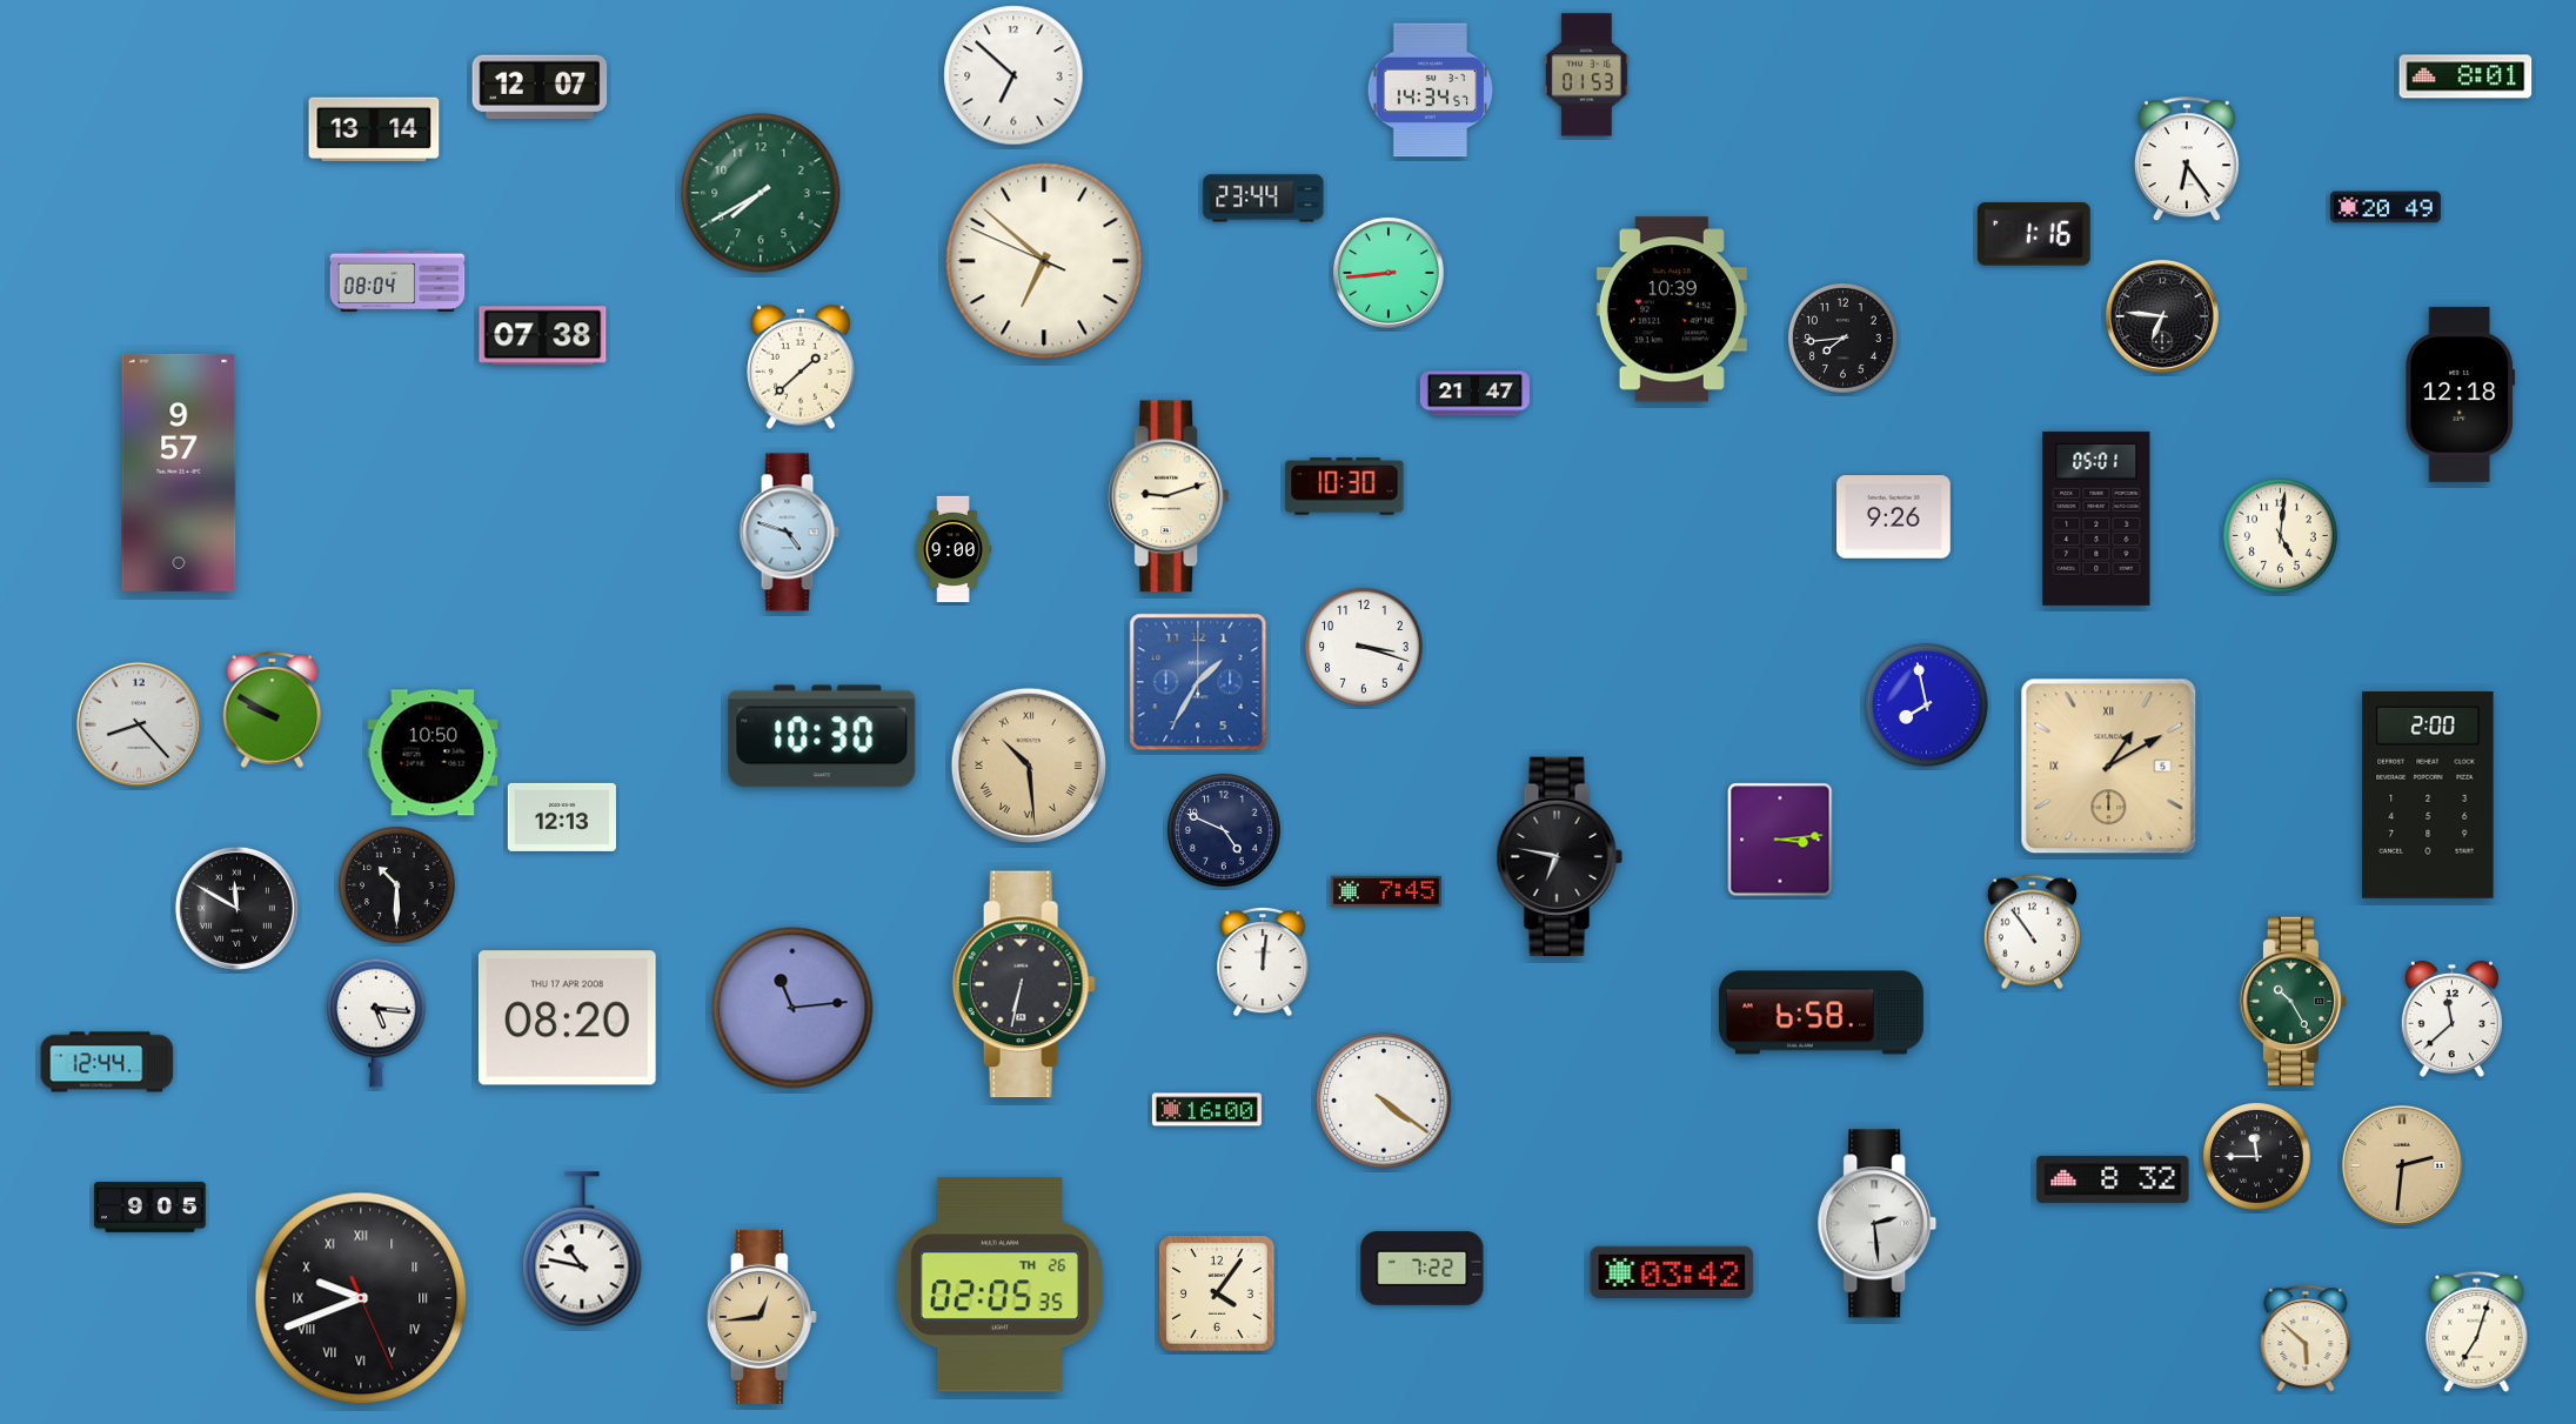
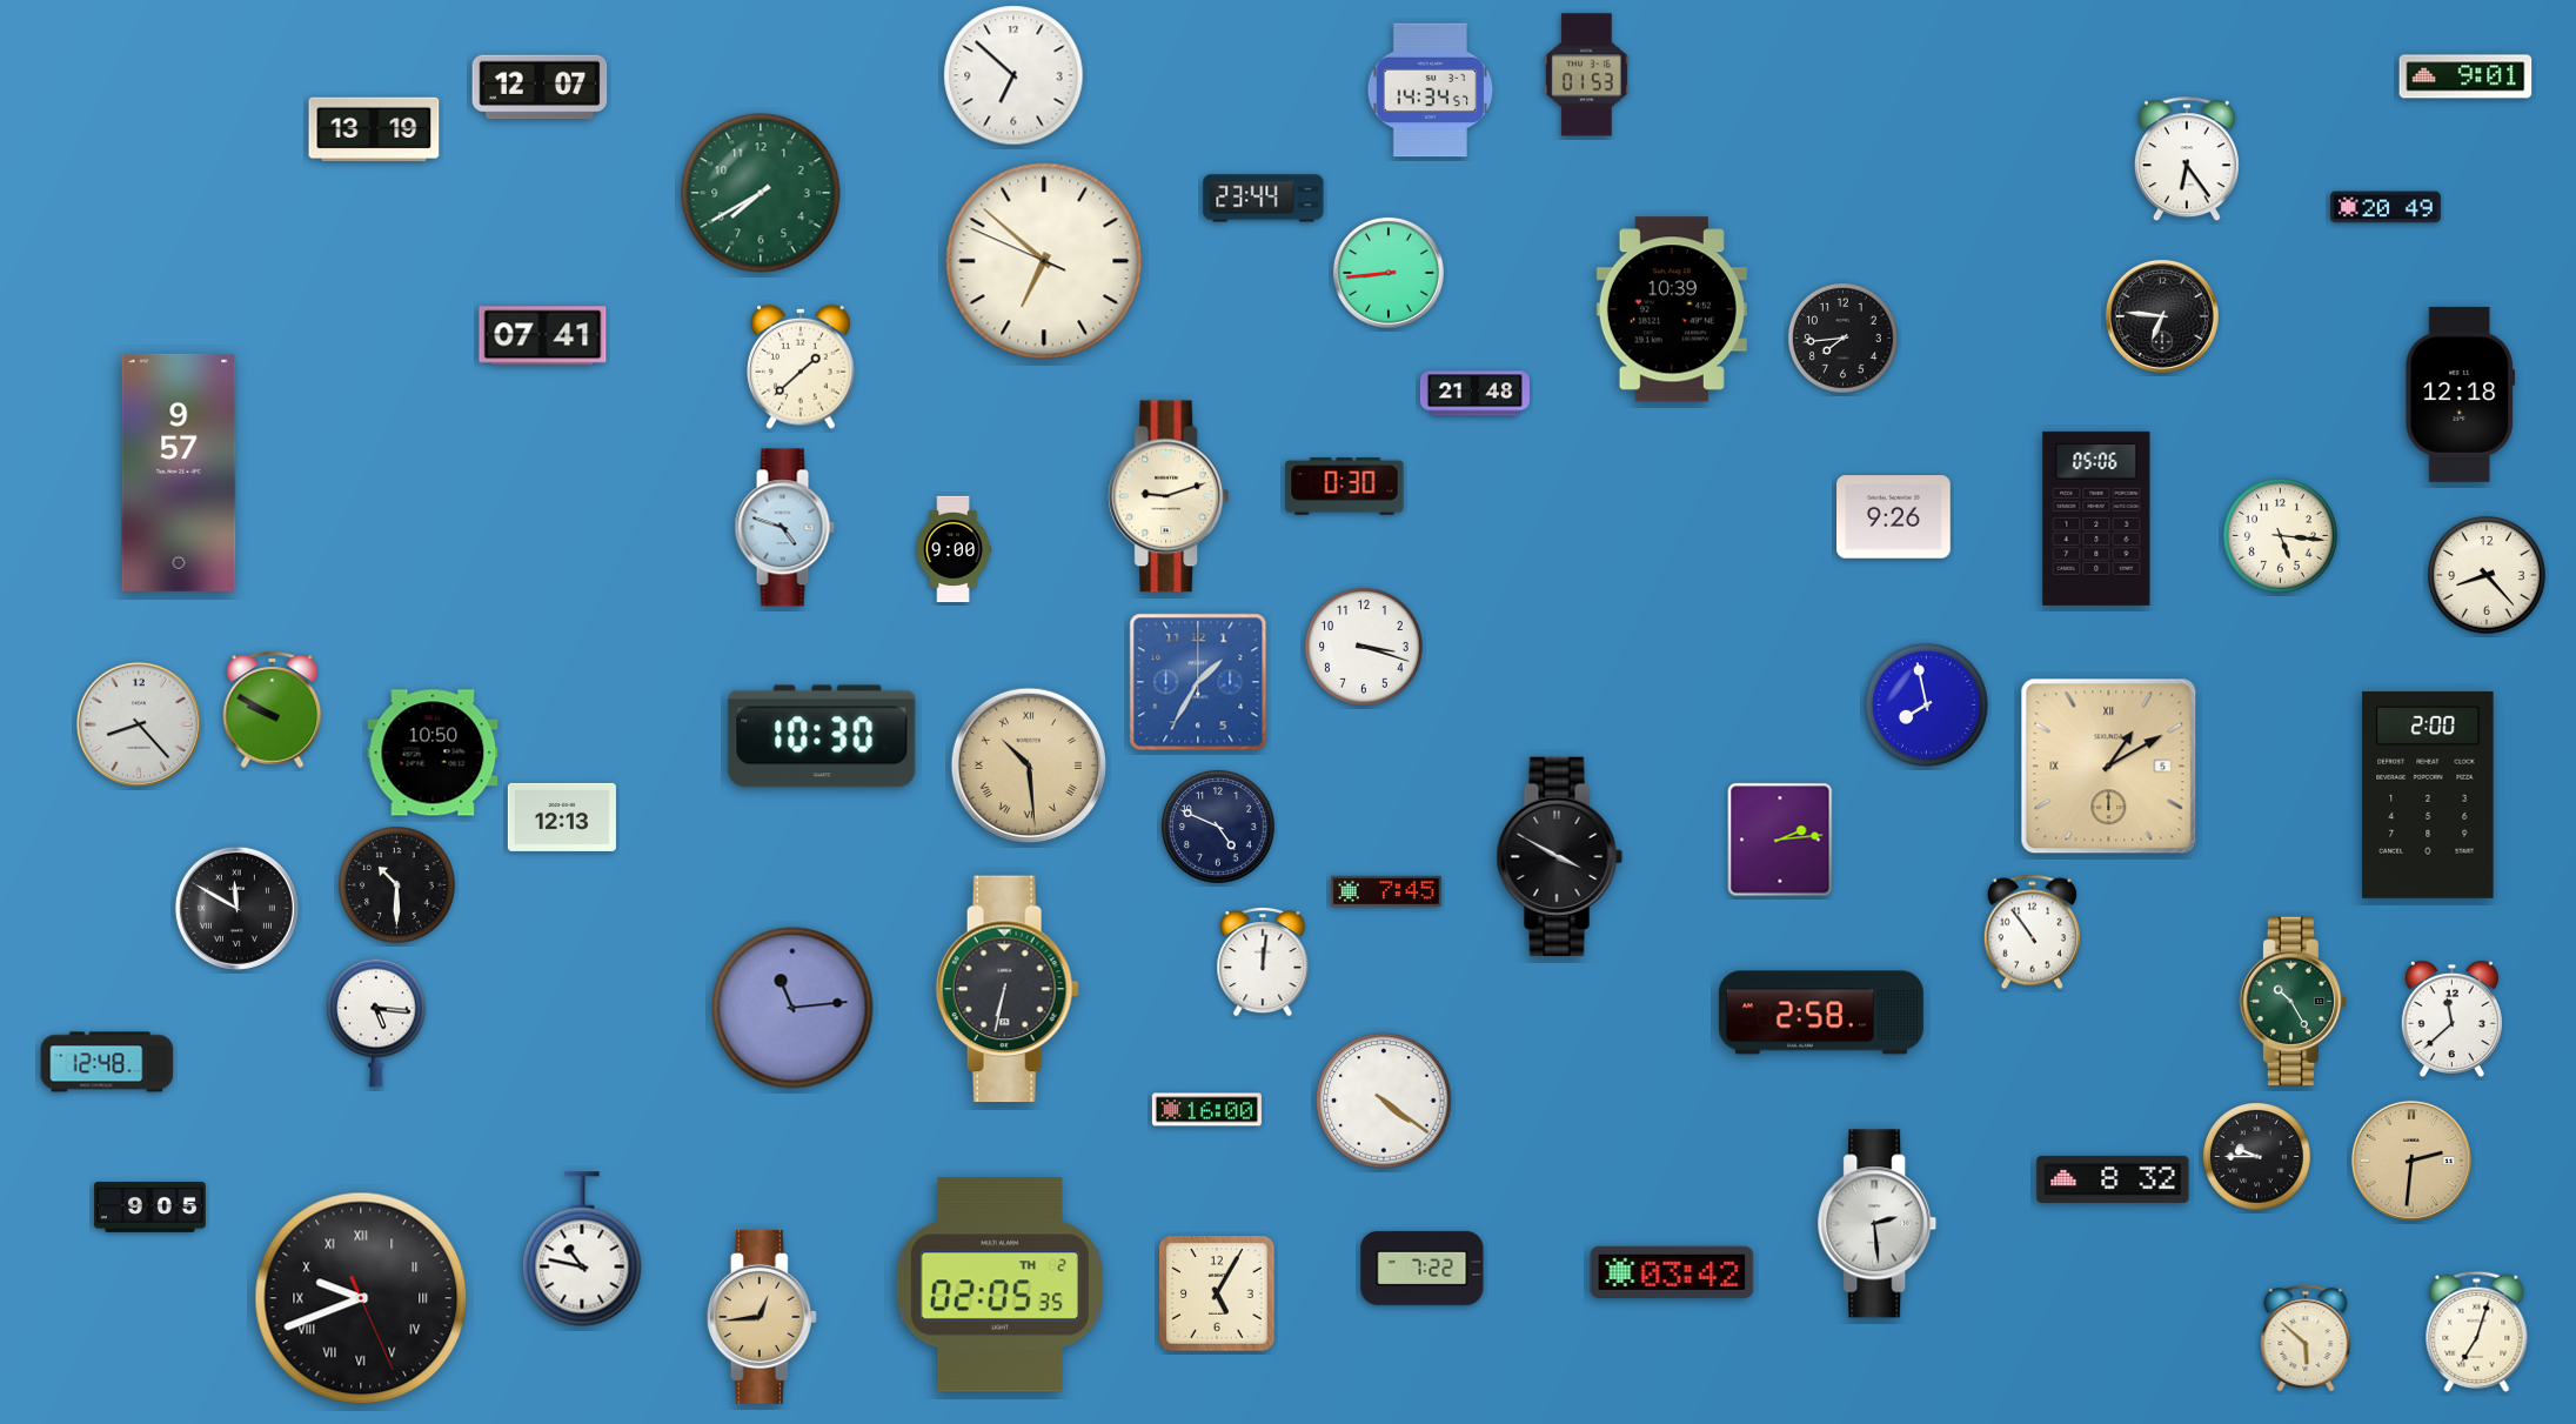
clock at (2465, 76): 8:01 -> 9:01
clock at (374, 129): 13:14 -> 13:19
clock at (2034, 234): 1:16 -> none
clock at (397, 281): 08:04 -> none
clock at (543, 336): 07:38 -> 07:41
clock at (1474, 394): 21:47 -> 21:48
clock at (1345, 487): 10:30 -> 0:30
clock at (2096, 519): 05:01 -> 05:06
clock at (789, 533) position: (789, 533) -> (784, 528)
clock at (2281, 536): 5:01 -> 5:16
clock at (2487, 575): none -> 8:23
clock at (1224, 830) position: (1224, 830) -> (1218, 827)
clock at (1780, 840): 3:14 -> 2:14
clock at (1559, 856): 6:47 -> 3:50
clock at (1024, 984) position: (1024, 984) -> (1008, 989)
clock at (1821, 1012): 6:58 -> 2:58
clock at (567, 1018): 08:20 -> none
clock at (107, 1062): 12:44 -> 12:48
clock at (2257, 1157): 11:45 -> 9:45
clock at (2402, 1165) position: (2402, 1165) -> (2411, 1161)
clock at (999, 1285) date: TH 26 -> TH 2
clock at (1217, 1293): 4:06 -> 5:05
